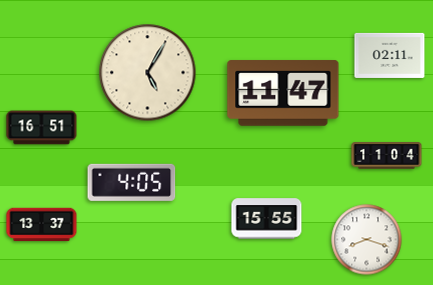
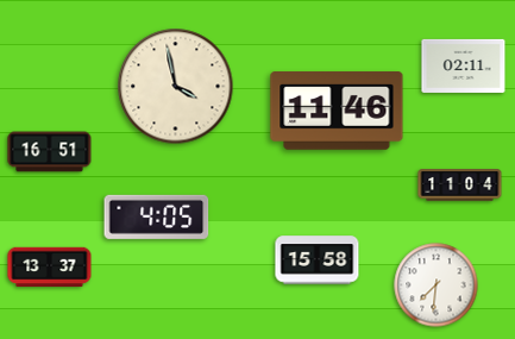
clock at (148, 73): 5:05 -> 3:58
clock at (283, 93): 11:47 -> 11:46
clock at (267, 219): 15:55 -> 15:58
clock at (367, 240): 8:18 -> 7:31
